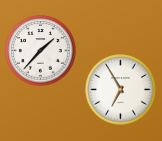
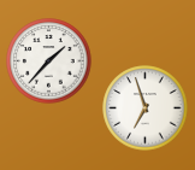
clock at (121, 90): 6:55 -> 6:57
